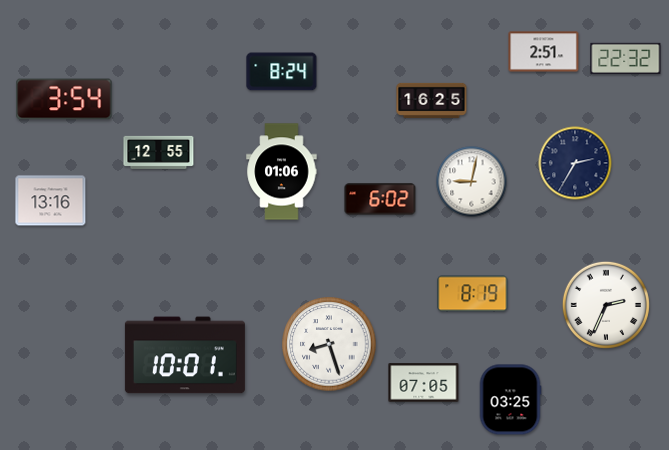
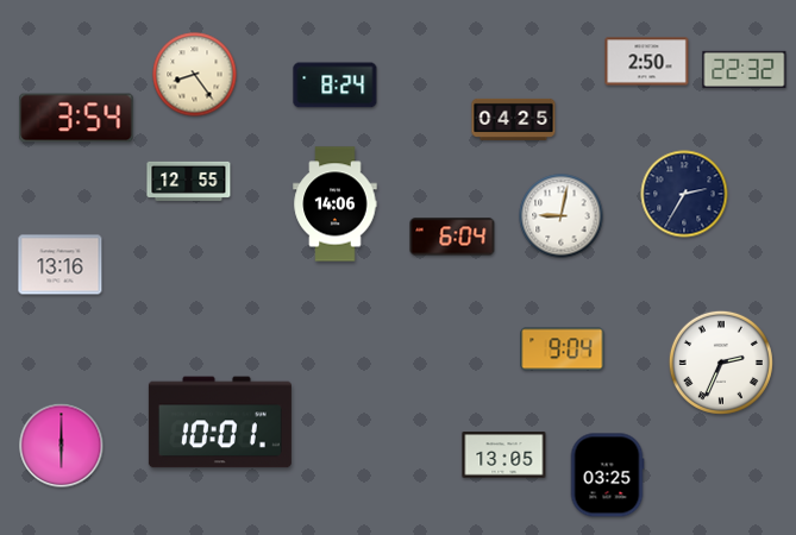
clock at (544, 52): 2:51 -> 2:50
clock at (195, 75): none -> 8:24
clock at (432, 100): 16:25 -> 04:25
clock at (282, 172): 01:06 -> 14:06
clock at (380, 199): 6:02 -> 6:04
clock at (51, 201) position: (51, 201) -> (61, 265)
clock at (473, 294): 8:19 -> 9:04
clock at (329, 344): 8:27 -> none
clock at (62, 446): none -> 6:00
clock at (424, 383): 07:05 -> 13:05
